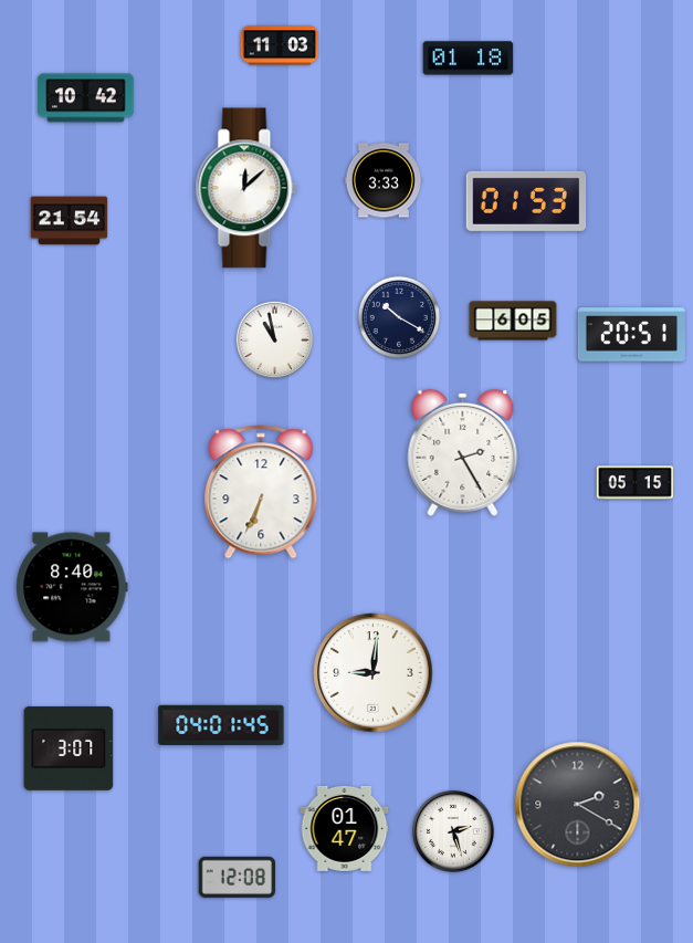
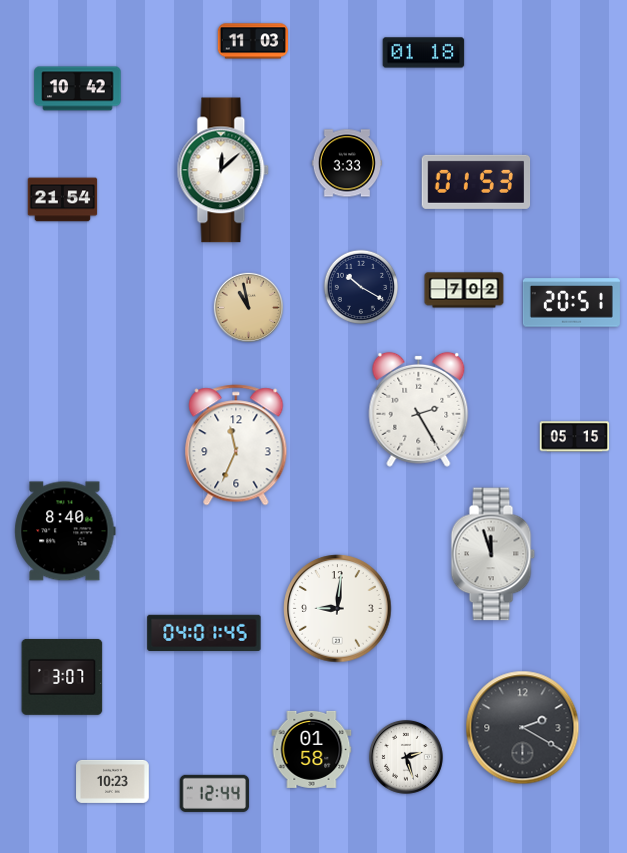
clock at (513, 321): 6:05 -> 7:02
clock at (274, 339) dial: white -> champagne
clock at (261, 492): 6:34 -> 11:34
clock at (493, 554): none -> 11:57
clock at (221, 724) position: (221, 724) -> (204, 632)
clock at (345, 828): 01:47 -> 01:58
clock at (453, 831) position: (453, 831) -> (406, 757)
clock at (113, 781): none -> 10:23
clock at (238, 877): 12:08 -> 12:44
